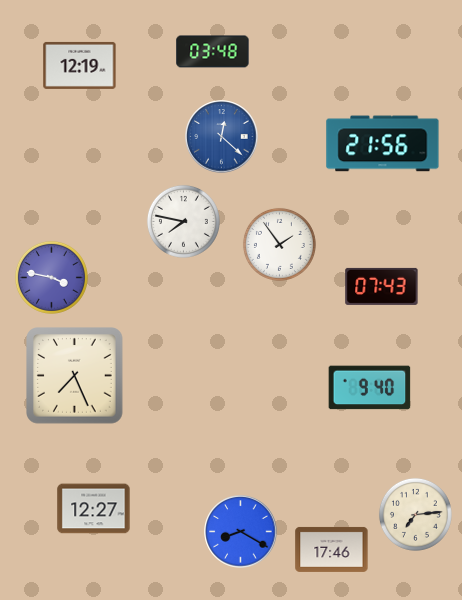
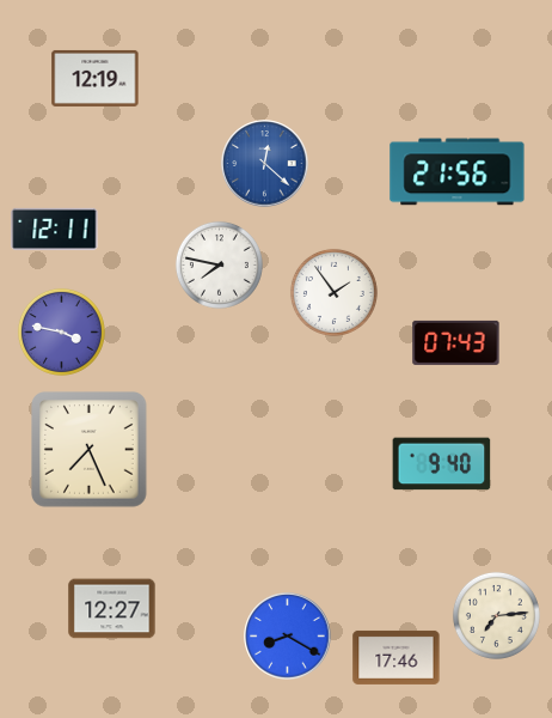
clock at (213, 52): 03:48 -> none
clock at (55, 229): none -> 12:11
